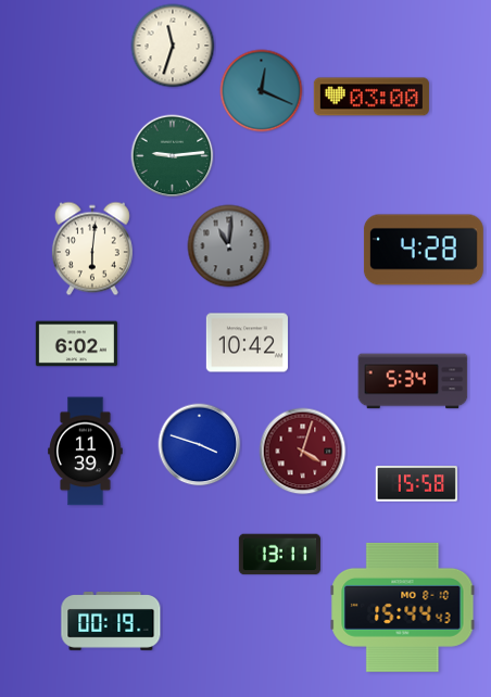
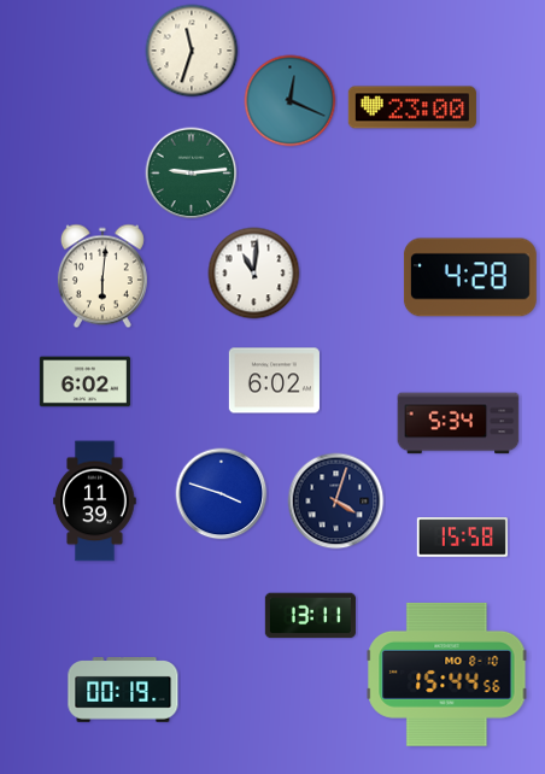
clock at (372, 97): 03:00 -> 23:00
clock at (229, 246) dial: grey -> white
clock at (247, 343): 10:42 -> 6:02
clock at (303, 452) dial: burgundy -> navy
clock at (403, 607): 15:44:43 -> 15:44:56
